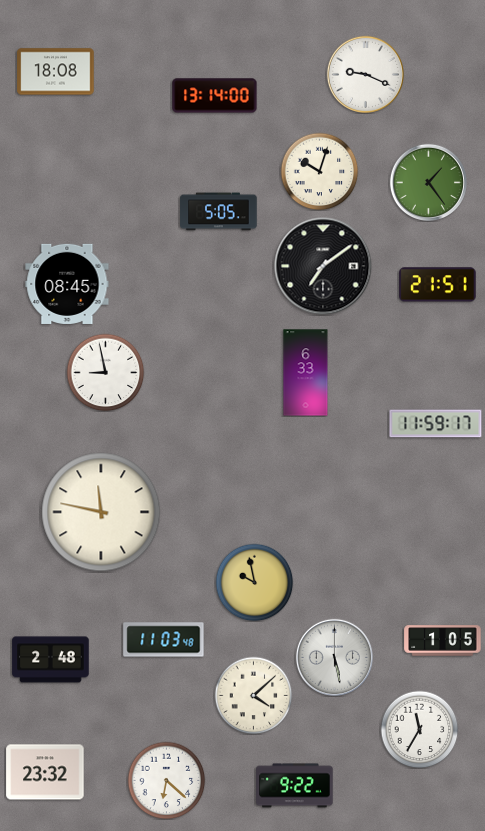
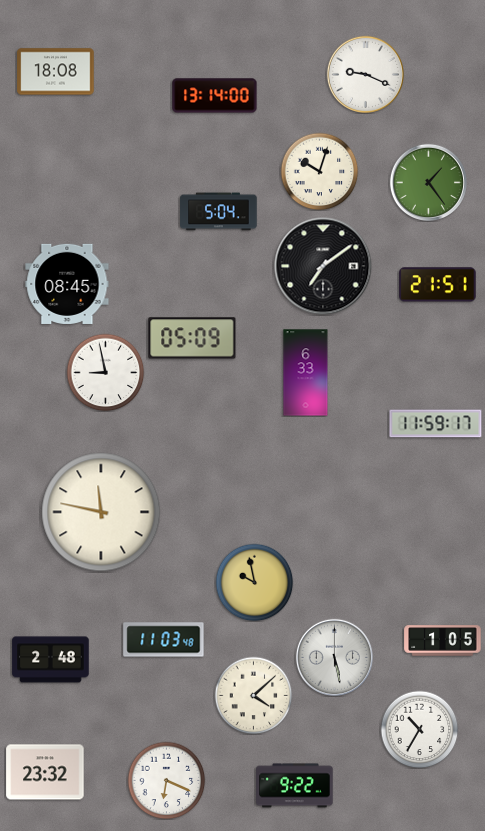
clock at (219, 212): 5:05 -> 5:04
clock at (192, 338): none -> 05:09
clock at (419, 729): 11:35 -> 10:35
clock at (166, 780): 6:22 -> 6:19
